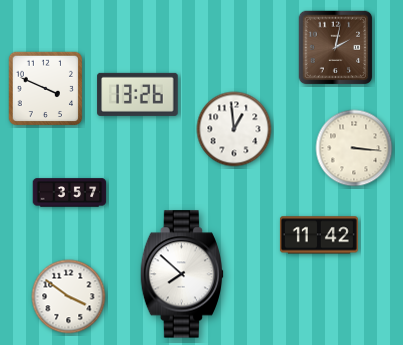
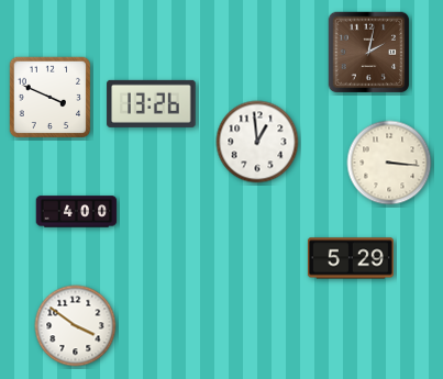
clock at (70, 193): 3:57 -> 4:00
clock at (319, 235): 11:42 -> 5:29
clock at (182, 274): 7:52 -> none
